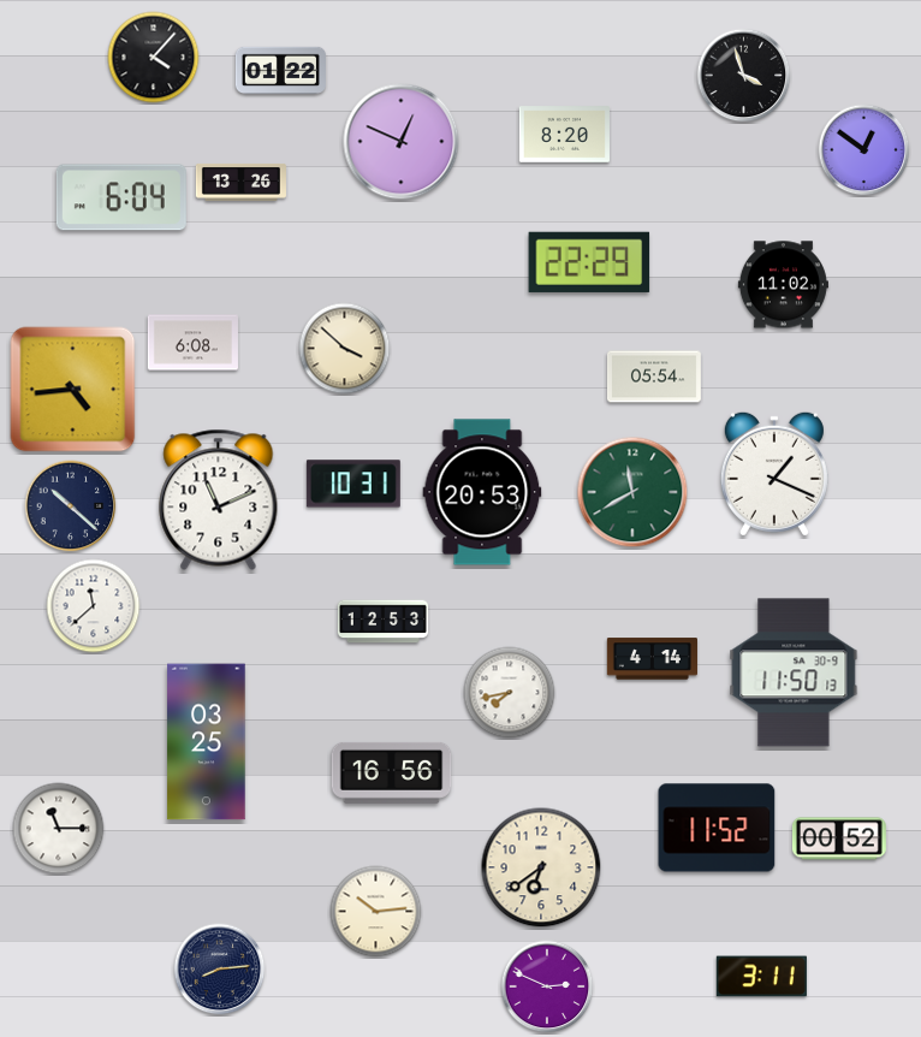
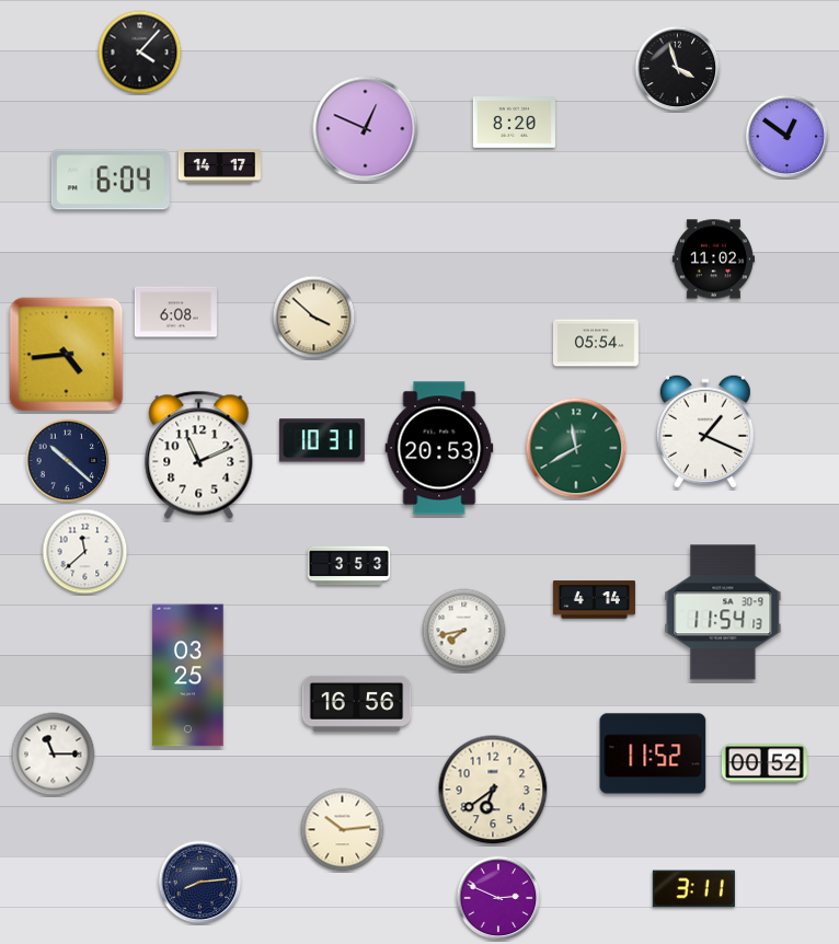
clock at (280, 70): 01:22 -> none
clock at (240, 182): 13:26 -> 14:17
clock at (589, 262): 22:29 -> none
clock at (71, 506) position: (71, 506) -> (68, 461)
clock at (382, 622): 12:53 -> 3:53
clock at (794, 672): 11:50 -> 11:54
